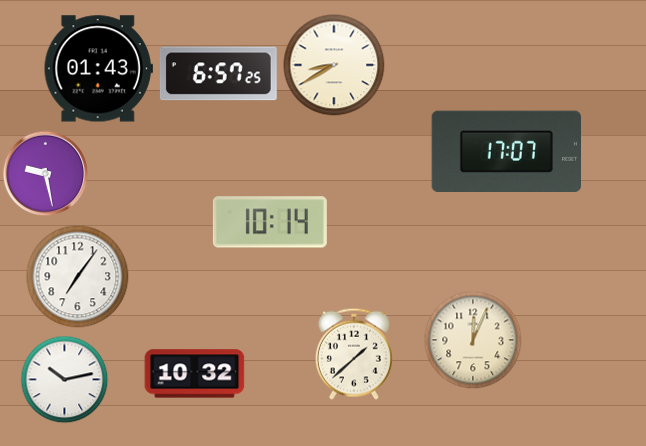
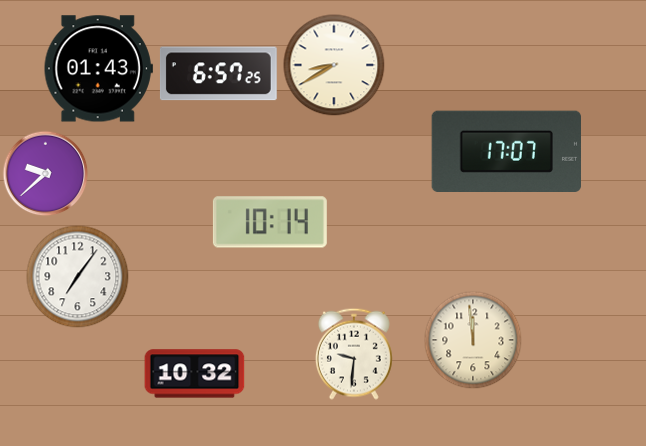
clock at (45, 173): 9:28 -> 9:38
clock at (473, 340): 12:04 -> 11:59
clock at (354, 354): 1:38 -> 9:31
clock at (64, 379): 10:13 -> none
